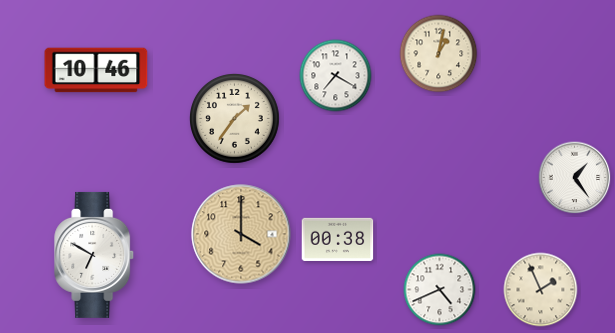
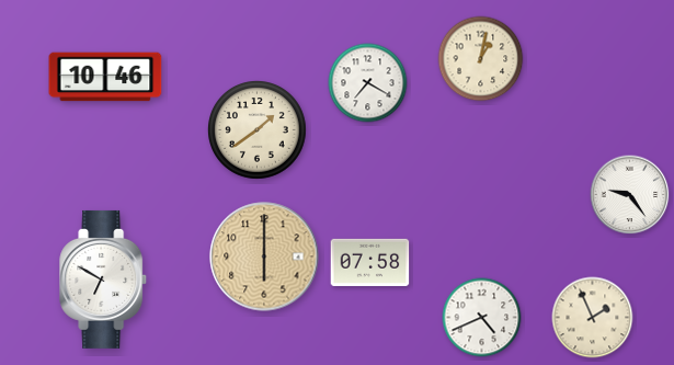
clock at (235, 119): 1:36 -> 1:39
clock at (575, 178): 1:24 -> 9:24
clock at (241, 234): 4:00 -> 6:00
clock at (338, 239): 00:38 -> 07:58
